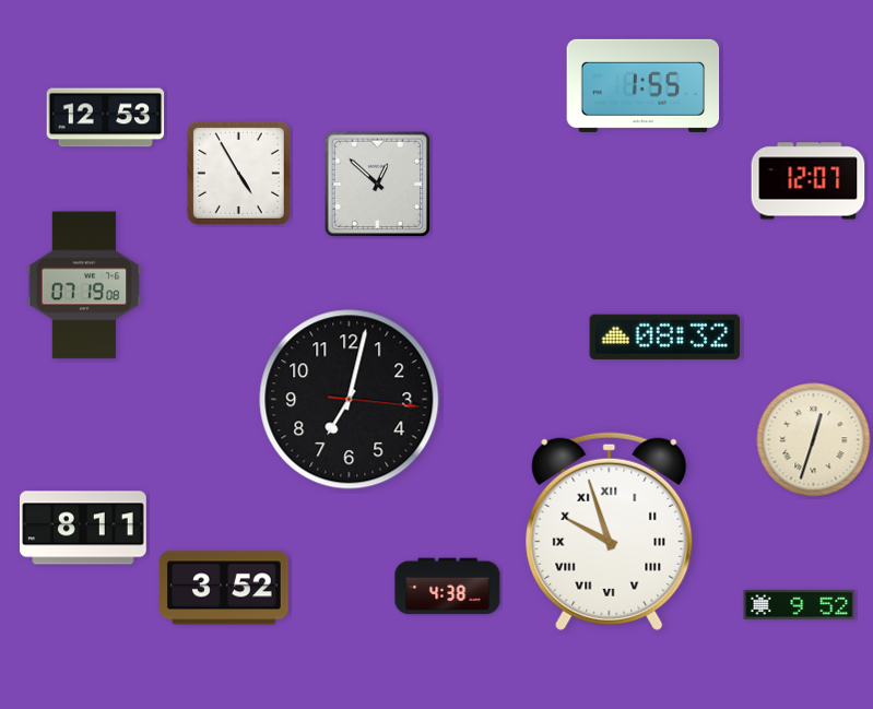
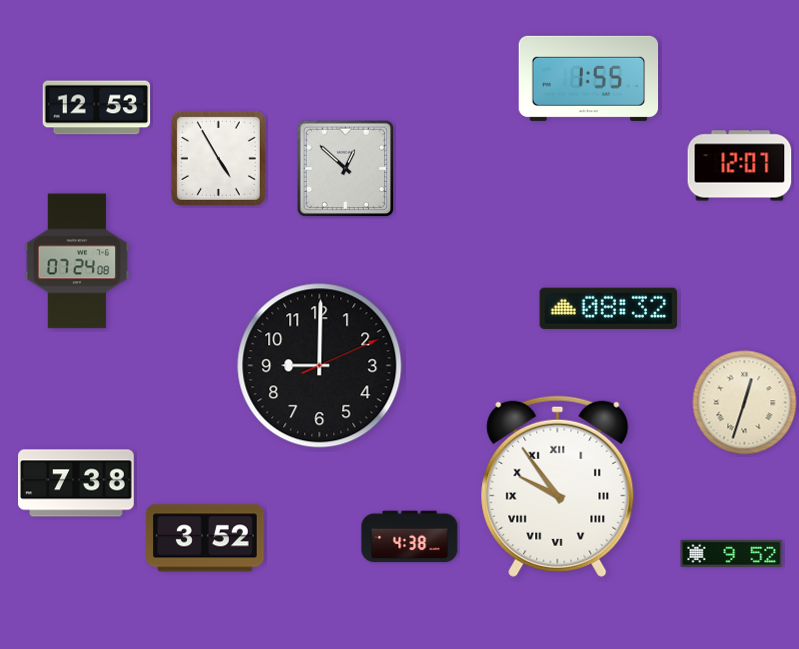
clock at (84, 285): 07:19 -> 07:24
clock at (350, 400): 7:02 -> 9:00
clock at (84, 528): 8:11 -> 7:38
clock at (610, 531): 9:57 -> 9:54
